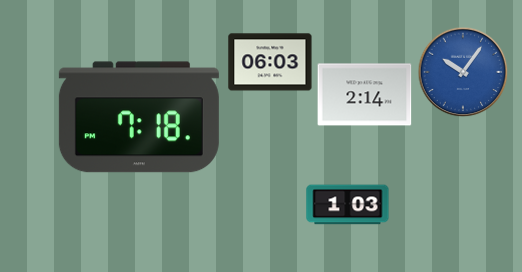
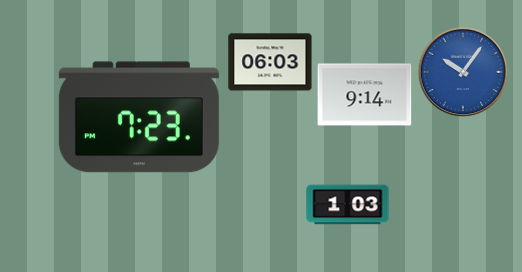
clock at (365, 95): 2:14 -> 9:14
clock at (139, 117): 7:18 -> 7:23
